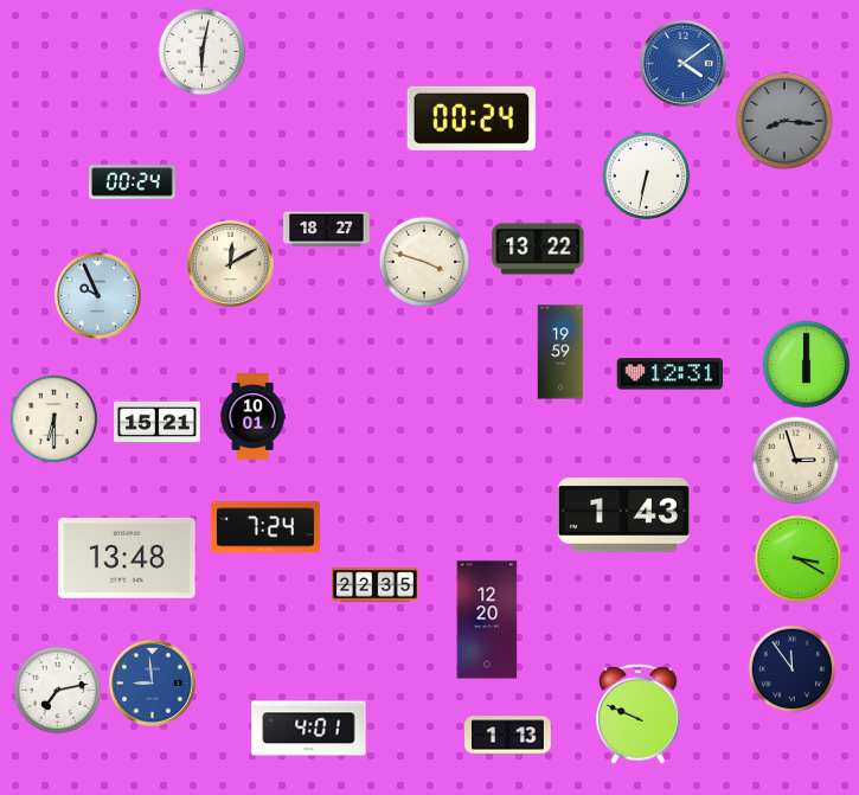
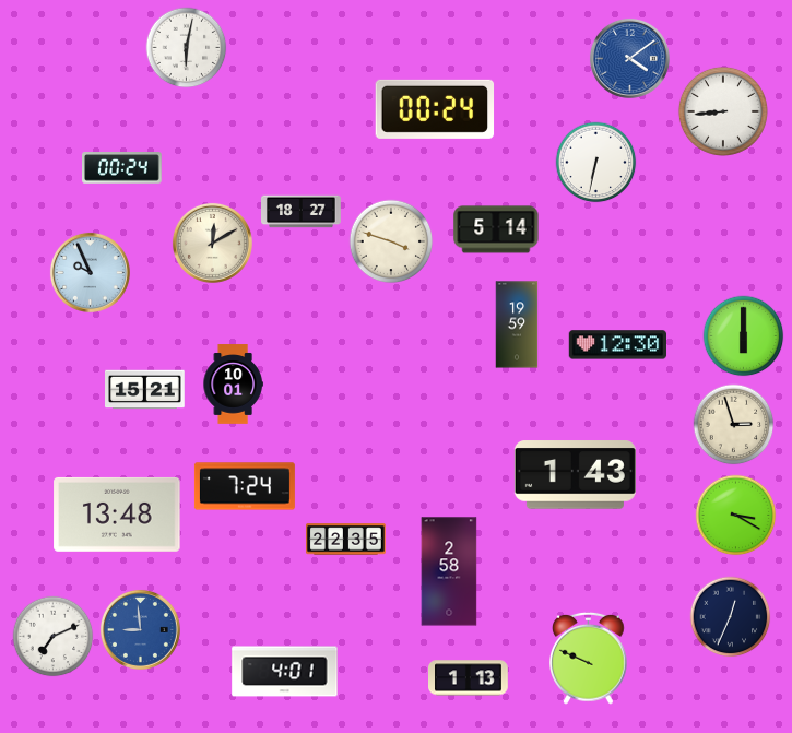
clock at (784, 121): 8:16 -> 8:44
clock at (784, 121) dial: grey -> white
clock at (538, 249): 13:22 -> 5:14
clock at (669, 374): 12:31 -> 12:30
clock at (55, 419): 6:30 -> none
clock at (487, 620): 12:20 -> 2:58
clock at (793, 669): 11:54 -> 12:34
clock at (58, 691): 7:13 -> 7:11
